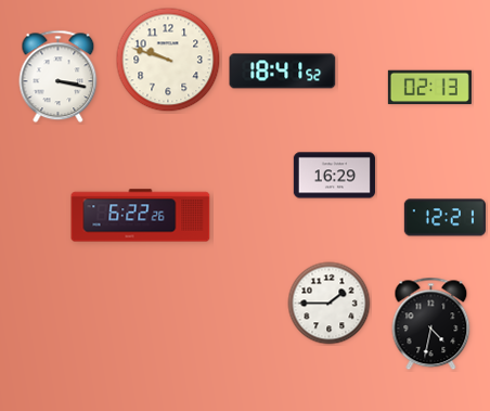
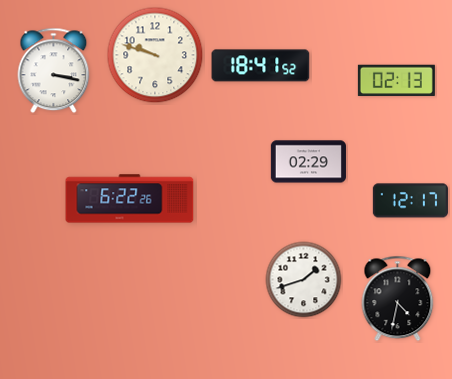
clock at (334, 176): 16:29 -> 02:29
clock at (444, 218): 12:21 -> 12:17
clock at (330, 304): 1:45 -> 1:42
